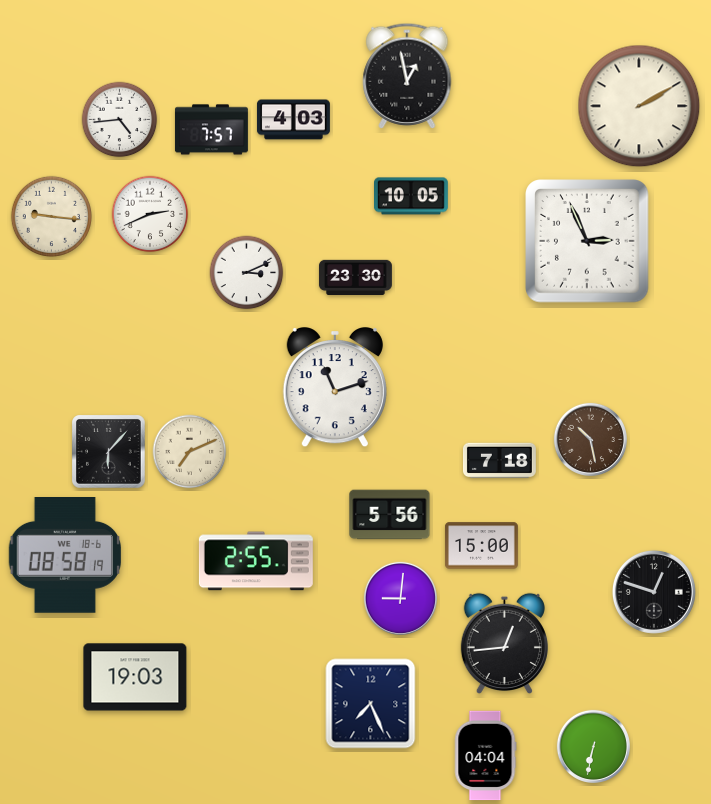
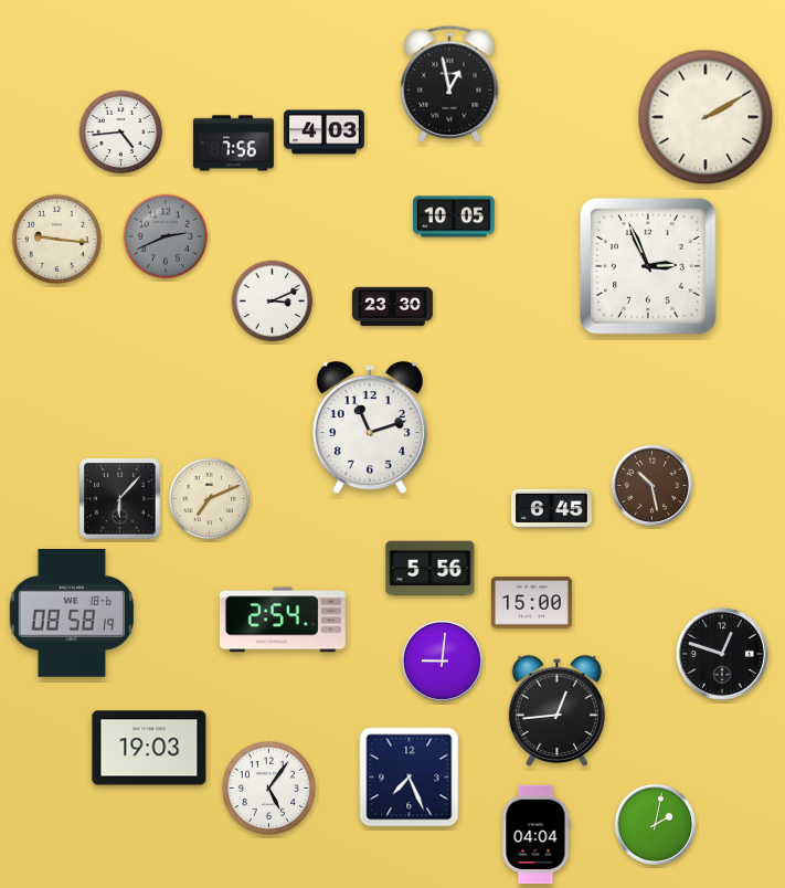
clock at (120, 120) position: (120, 120) -> (121, 133)
clock at (211, 130): 7:57 -> 7:56
clock at (150, 214) dial: white -> grey
clock at (499, 461): 7:18 -> 6:45
clock at (256, 561): 2:55 -> 2:54
clock at (268, 787): none -> 5:06
clock at (593, 746): 6:32 -> 2:02
